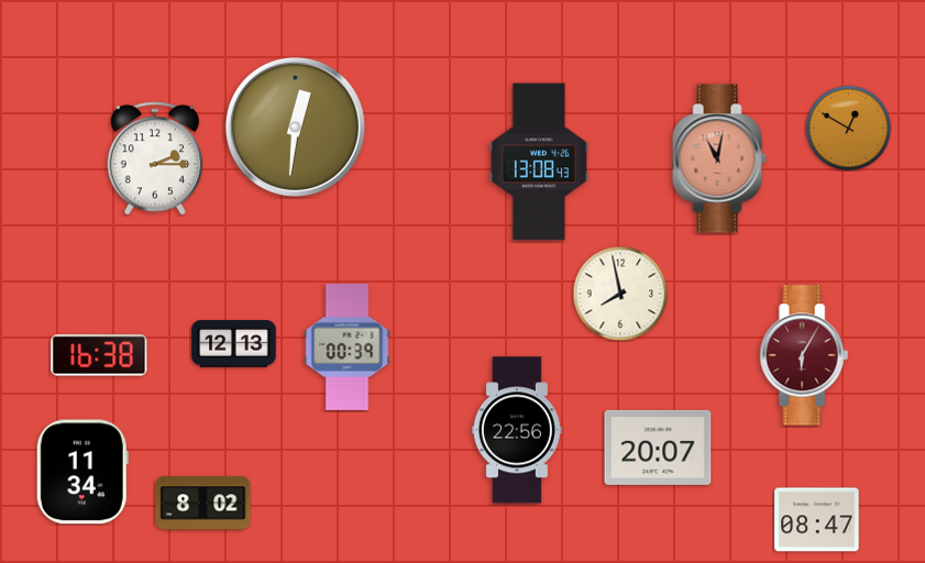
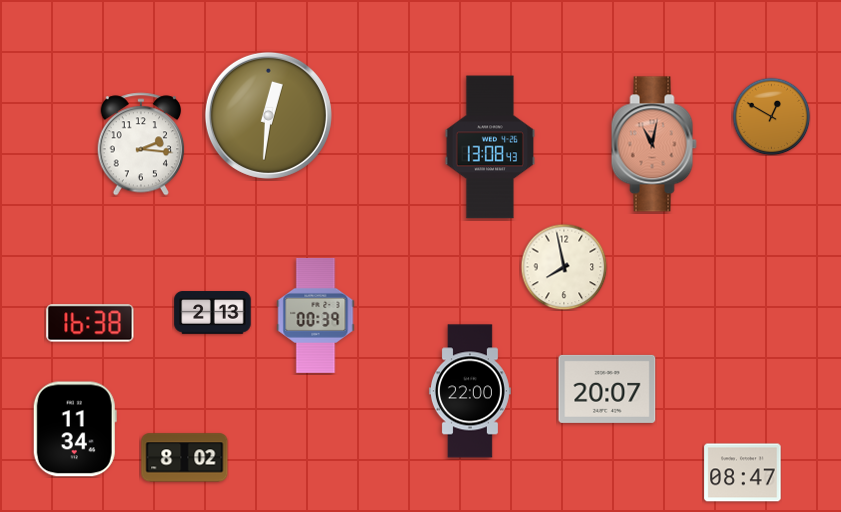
clock at (155, 158): 2:15 -> 2:16
clock at (234, 344): 12:13 -> 2:13
clock at (804, 355): 6:05 -> none
clock at (517, 430): 22:56 -> 22:00
clock at (658, 448) position: (658, 448) -> (607, 389)
